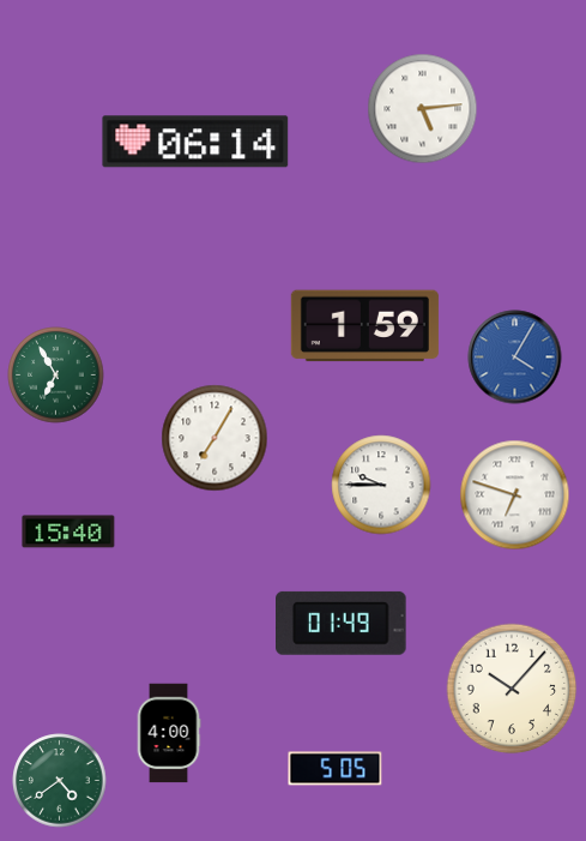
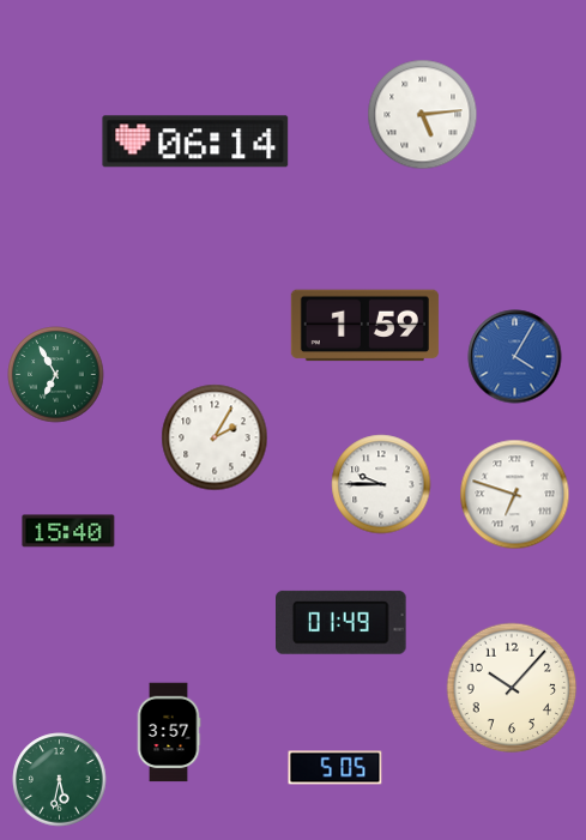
clock at (423, 109) position: (423, 109) -> (423, 115)
clock at (215, 438): 7:05 -> 2:05
clock at (169, 733): 4:00 -> 3:57
clock at (60, 781): 4:39 -> 5:32
